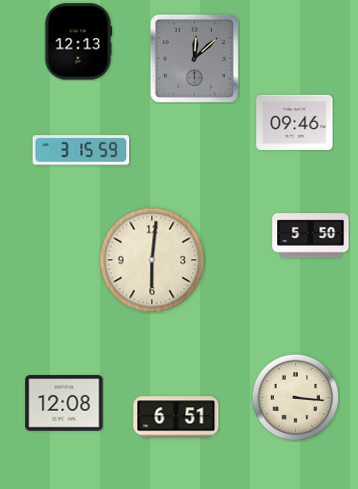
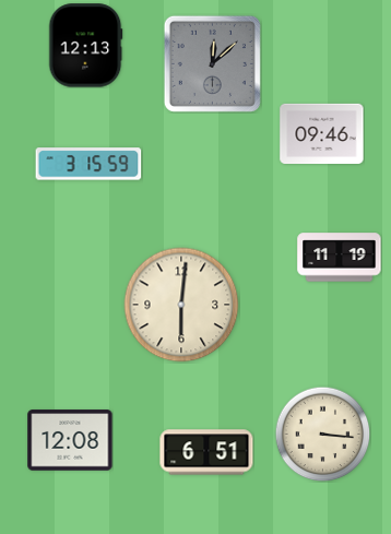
clock at (311, 236): 5:50 -> 11:19
clock at (152, 260) position: (152, 260) -> (181, 305)
clock at (176, 417) position: (176, 417) -> (206, 452)
